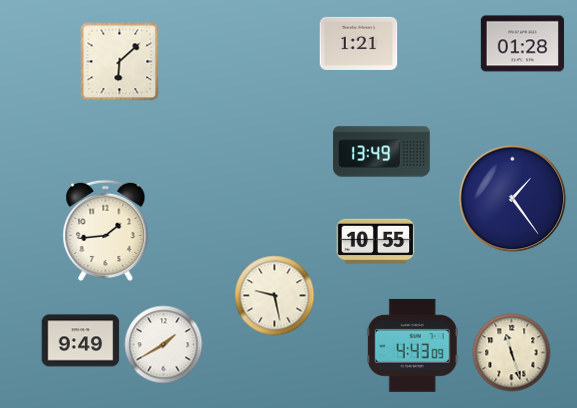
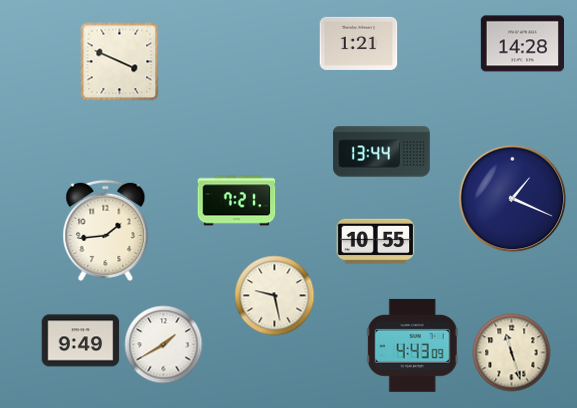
clock at (522, 44): 01:28 -> 14:28
clock at (119, 61): 6:08 -> 3:49
clock at (382, 152): 13:49 -> 13:44
clock at (512, 198): 1:24 -> 1:19
clock at (236, 201): none -> 7:21
